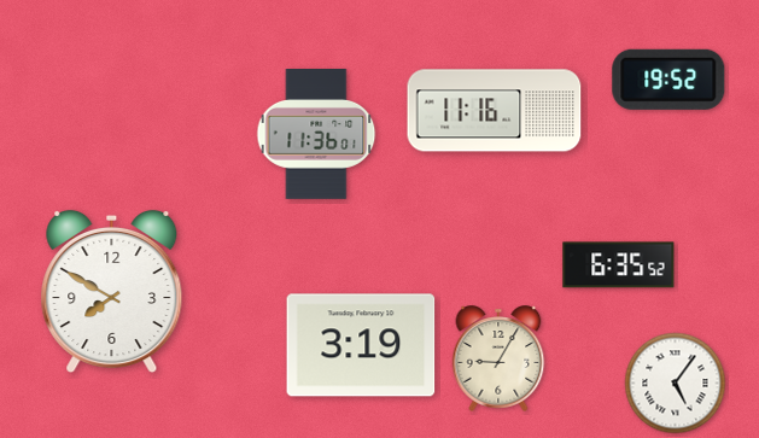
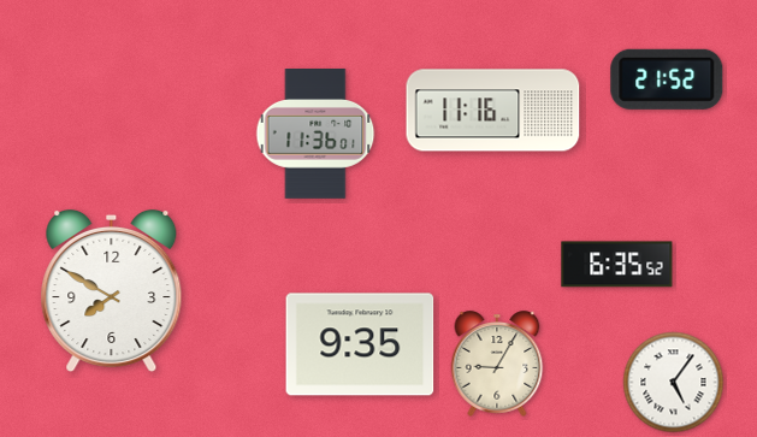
clock at (668, 80): 19:52 -> 21:52
clock at (361, 345): 3:19 -> 9:35
clock at (498, 358) position: (498, 358) -> (497, 364)
